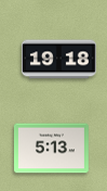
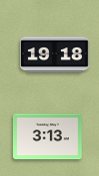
clock at (51, 149): 5:13 -> 3:13
